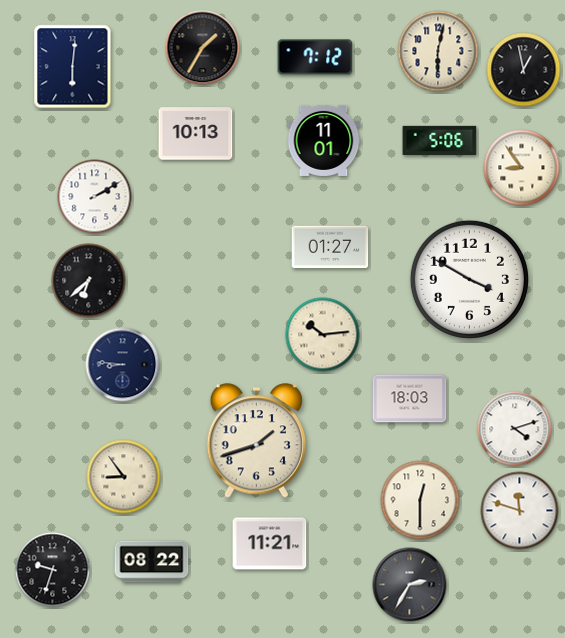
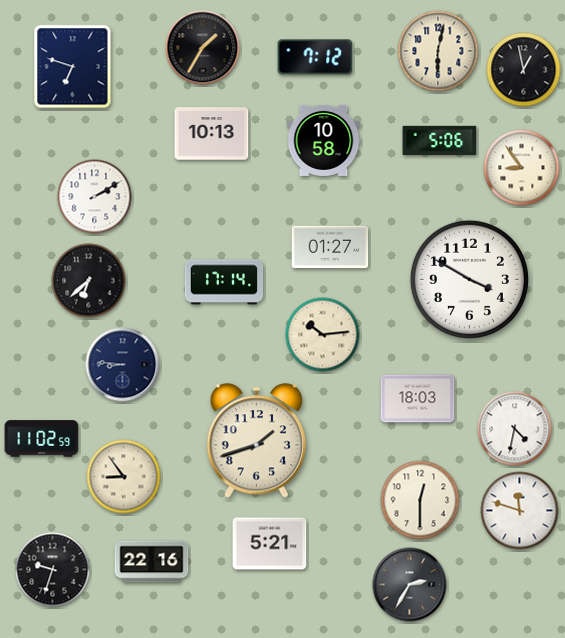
clock at (73, 67): 6:01 -> 6:48
clock at (196, 134) position: (196, 134) -> (212, 134)
clock at (324, 140): 11:01 -> 10:58
clock at (224, 282): none -> 17:14
clock at (410, 399) position: (410, 399) -> (418, 399)
clock at (515, 429): 4:12 -> 4:32
clock at (42, 439): none -> 11:02
clock at (270, 544): 11:21 -> 5:21
clock at (152, 562): 08:22 -> 22:16
